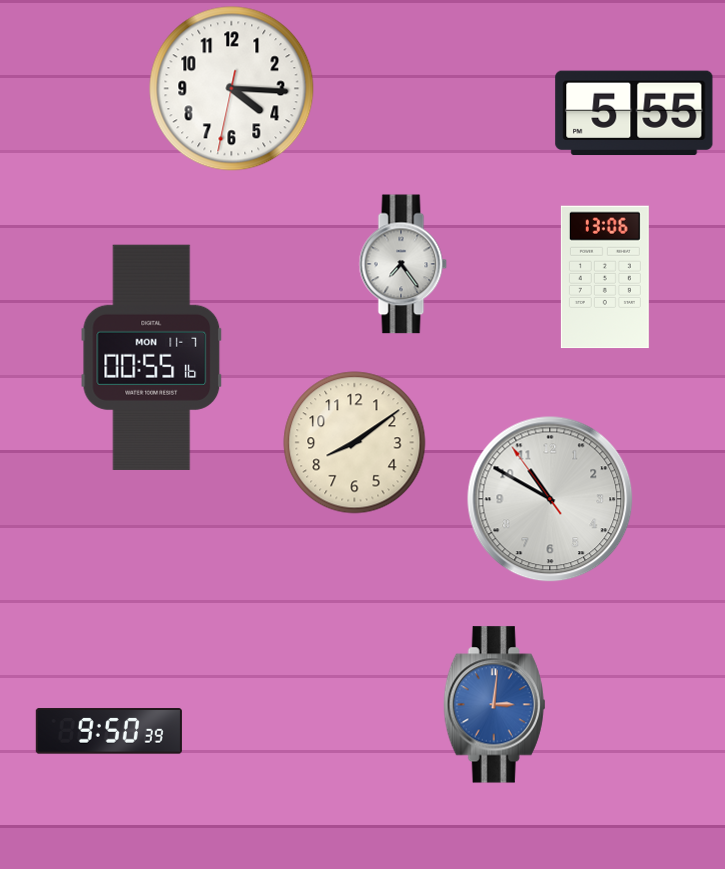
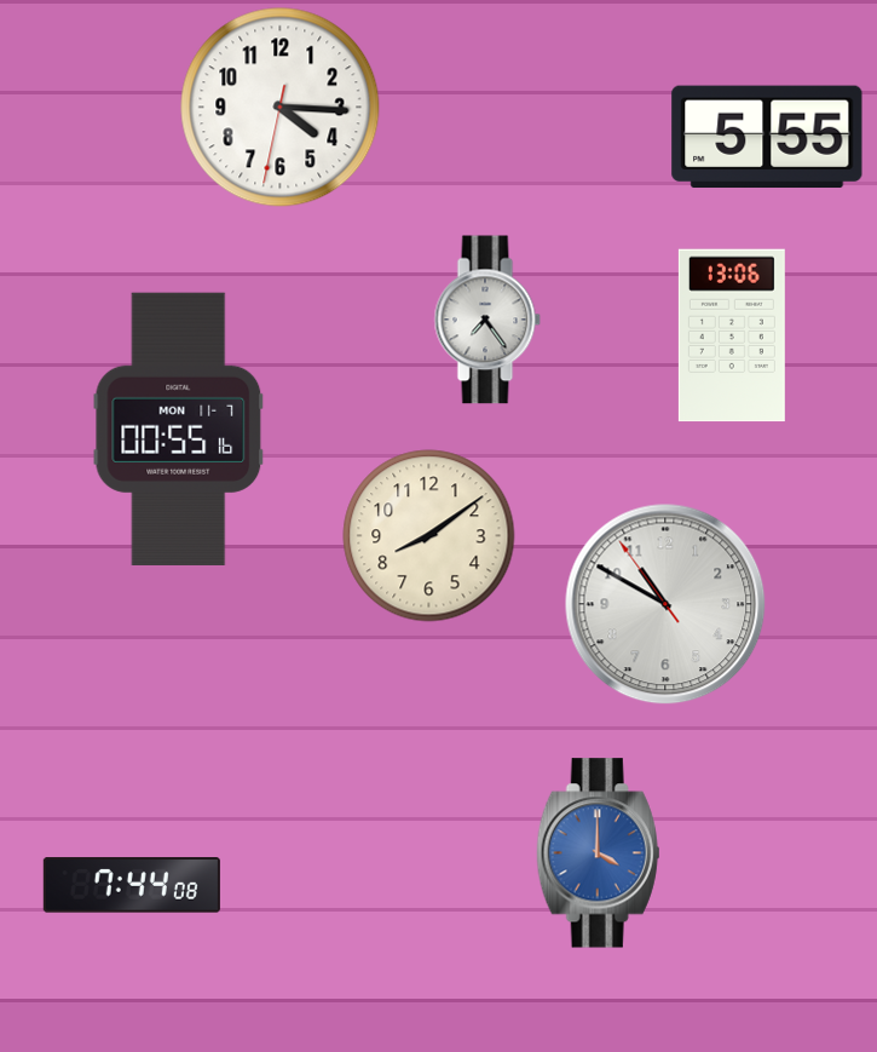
clock at (152, 357) position: (152, 357) -> (179, 429)
clock at (495, 705): 3:01 -> 4:00
clock at (109, 731): 9:50 -> 7:44
